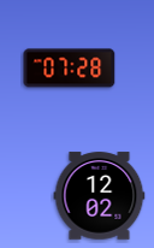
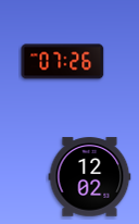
clock at (70, 69): 07:28 -> 07:26
